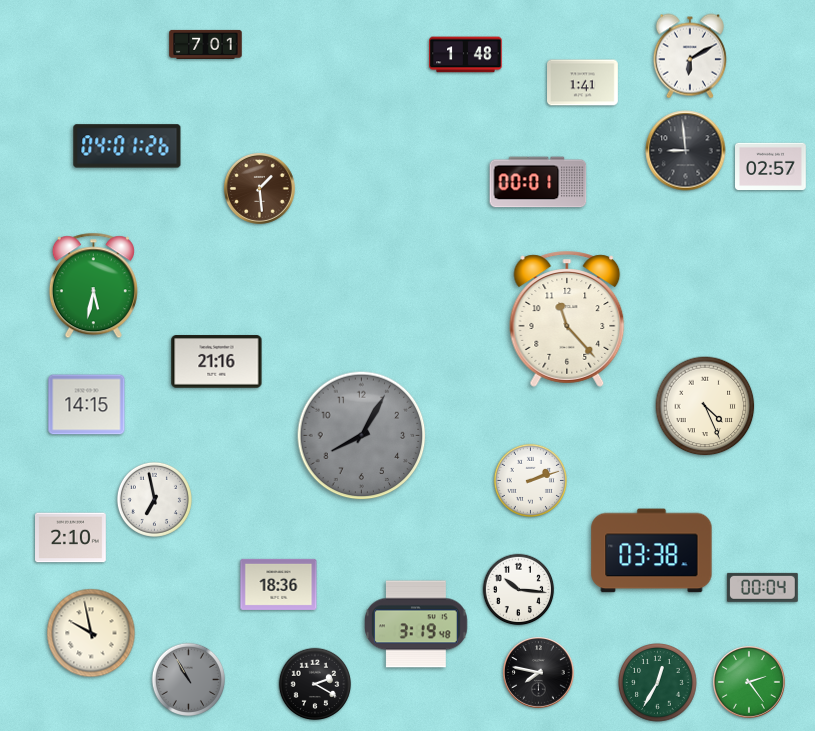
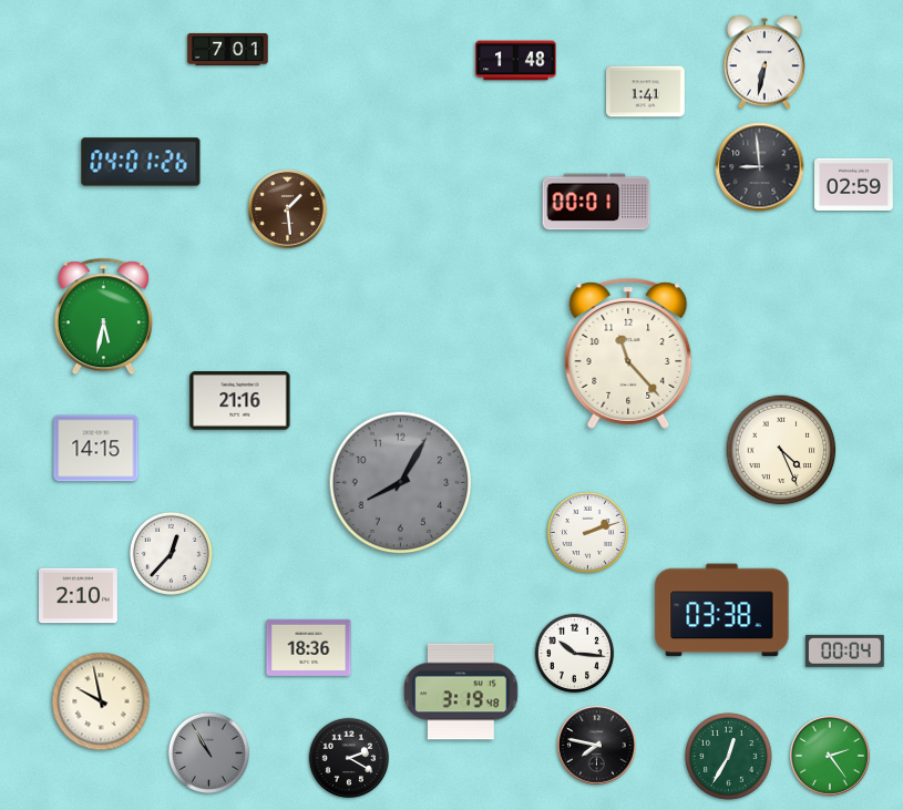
clock at (690, 56): 6:10 -> 6:32
clock at (771, 167): 02:57 -> 02:59
clock at (154, 499): 6:58 -> 12:37
